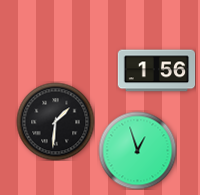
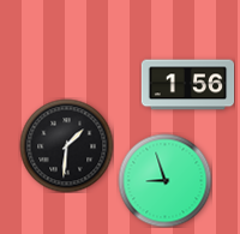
clock at (137, 150): 12:57 -> 8:57
